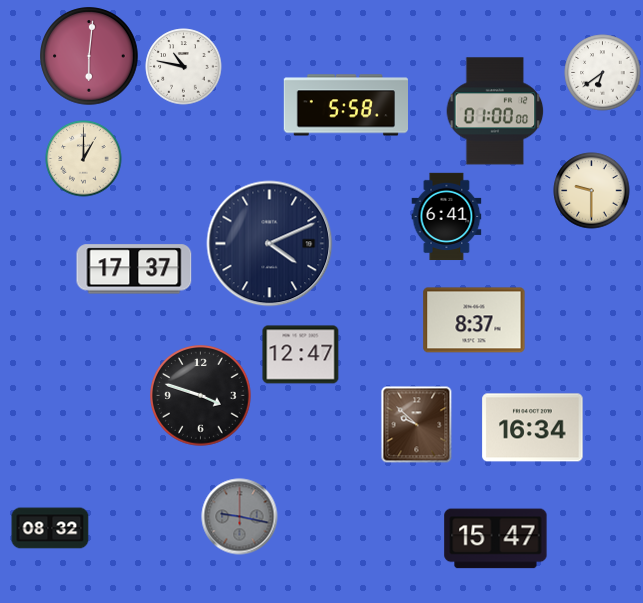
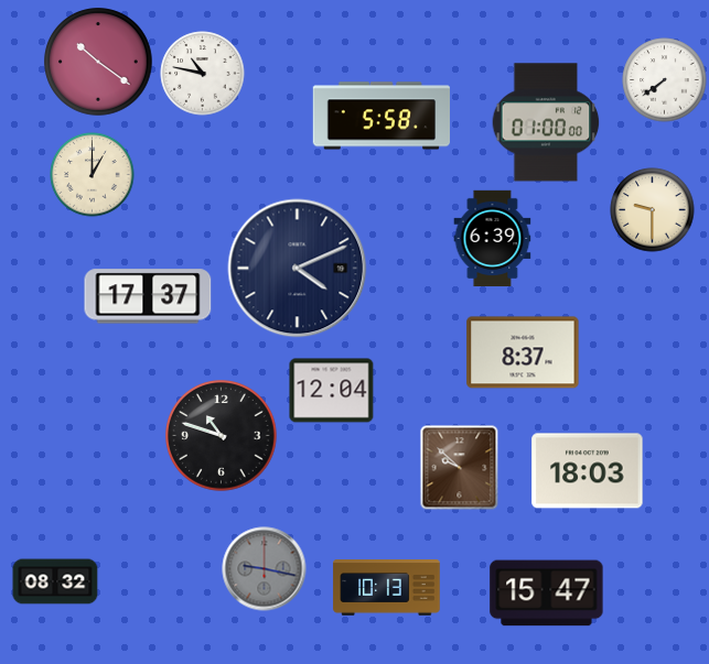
clock at (89, 56): 6:01 -> 10:21
clock at (603, 73): 6:39 -> 7:39
clock at (447, 217): 6:41 -> 6:39
clock at (301, 355): 12:47 -> 12:04
clock at (201, 396): 3:48 -> 10:48
clock at (533, 428): 16:34 -> 18:03
clock at (387, 588): none -> 10:13
